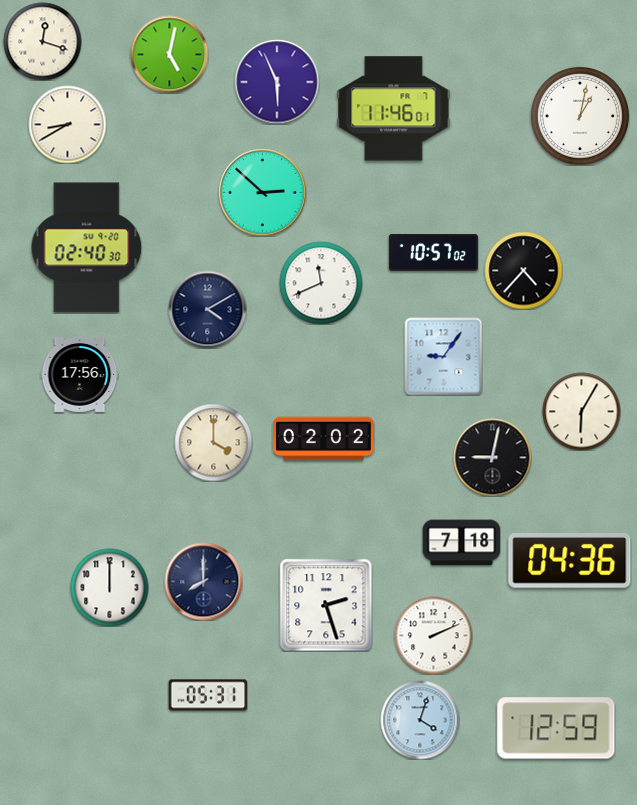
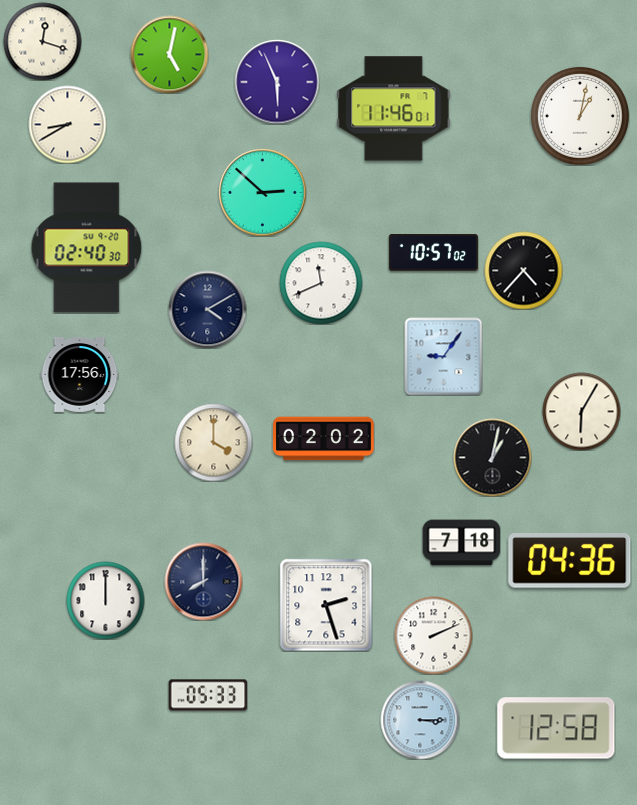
clock at (492, 457): 9:02 -> 1:02
clock at (109, 587) position: (109, 587) -> (105, 600)
clock at (208, 695): 05:31 -> 05:33
clock at (420, 720): 4:03 -> 3:15
clock at (556, 728): 12:59 -> 12:58
